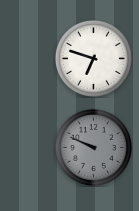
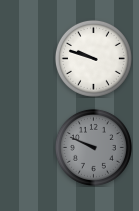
clock at (93, 58): 6:48 -> 9:48
